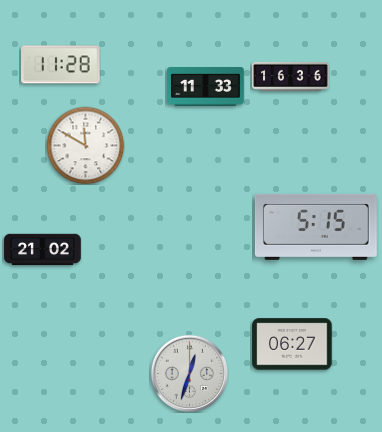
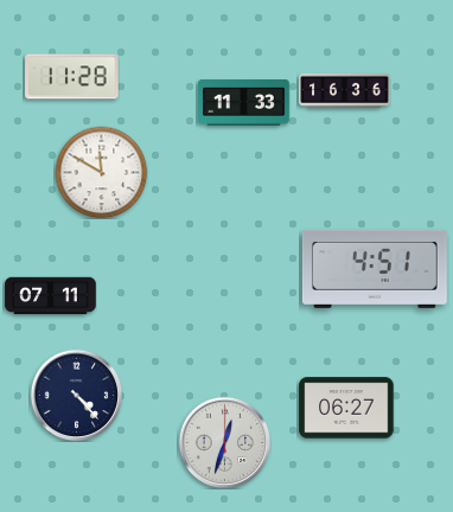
clock at (316, 227): 5:15 -> 4:51
clock at (43, 250): 21:02 -> 07:11
clock at (76, 395): none -> 4:23
